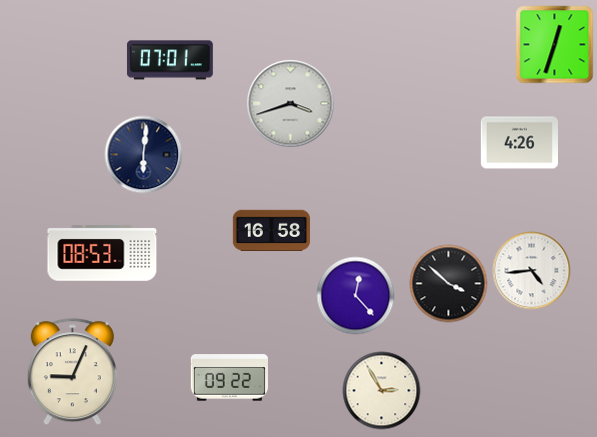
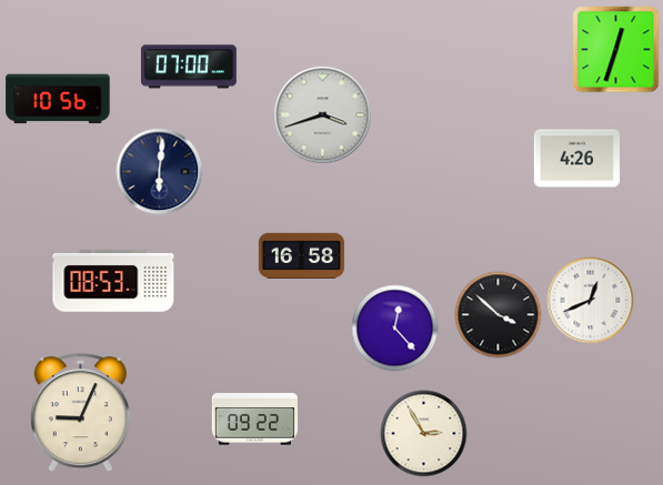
clock at (170, 60): 07:01 -> 07:00
clock at (58, 99): none -> 10:56
clock at (531, 270): 4:44 -> 12:41
